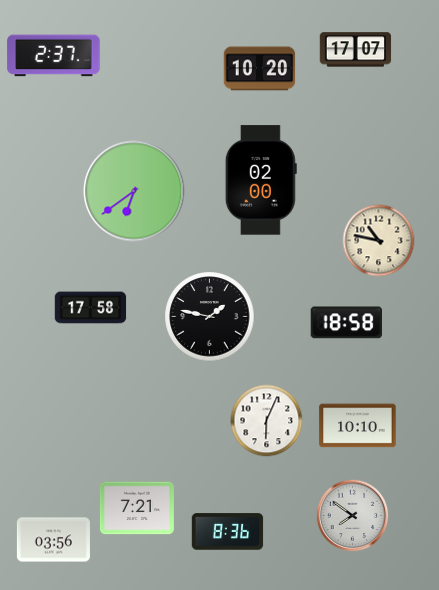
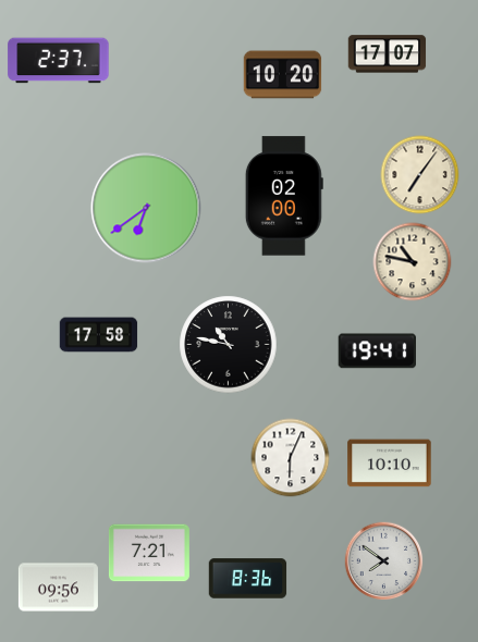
clock at (420, 175): none -> 7:06
clock at (210, 317): 1:47 -> 10:47
clock at (346, 323): 18:58 -> 19:41
clock at (53, 540): 03:56 -> 09:56
